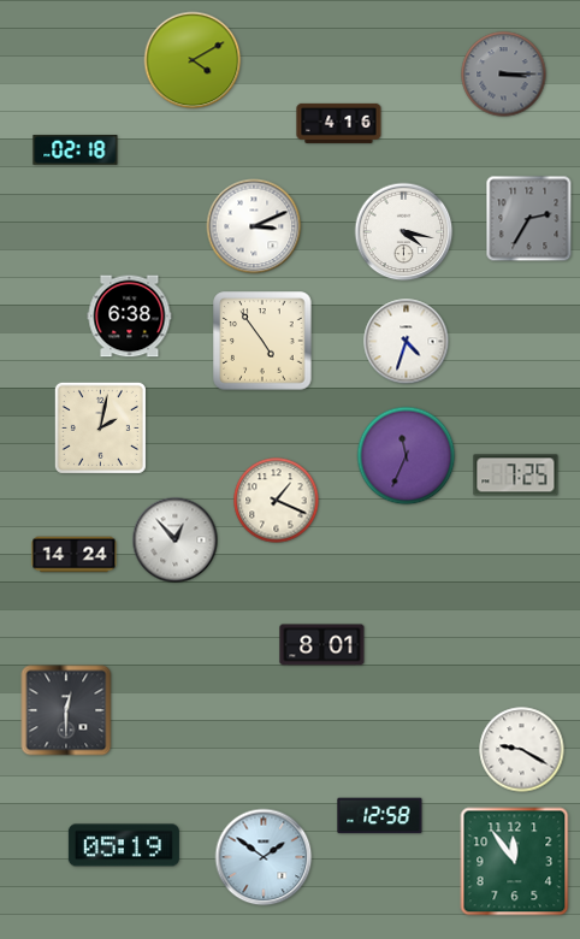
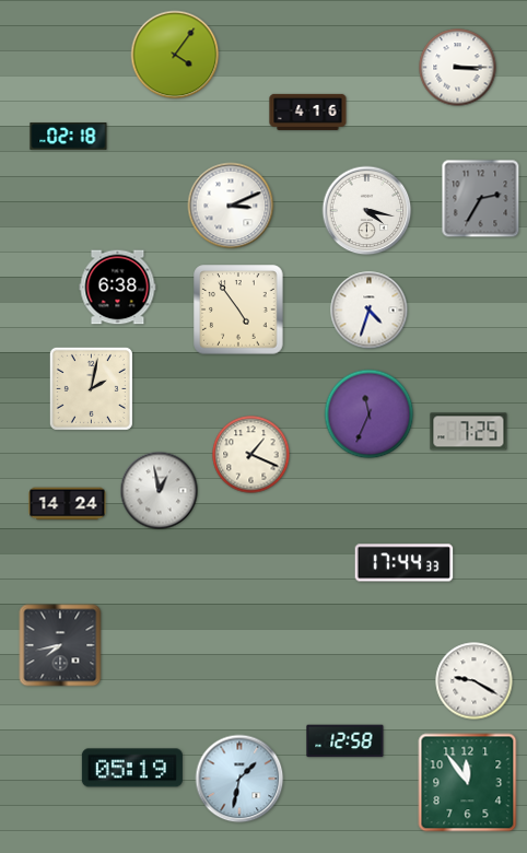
clock at (193, 60): 4:10 -> 4:06
clock at (504, 75) dial: grey -> white
clock at (176, 541): 12:53 -> 12:58
clock at (405, 563): none -> 17:44
clock at (322, 645): 8:01 -> none
clock at (66, 710): 12:30 -> 7:43
clock at (124, 845) position: (124, 845) -> (132, 768)
clock at (264, 857): 1:51 -> 1:32
